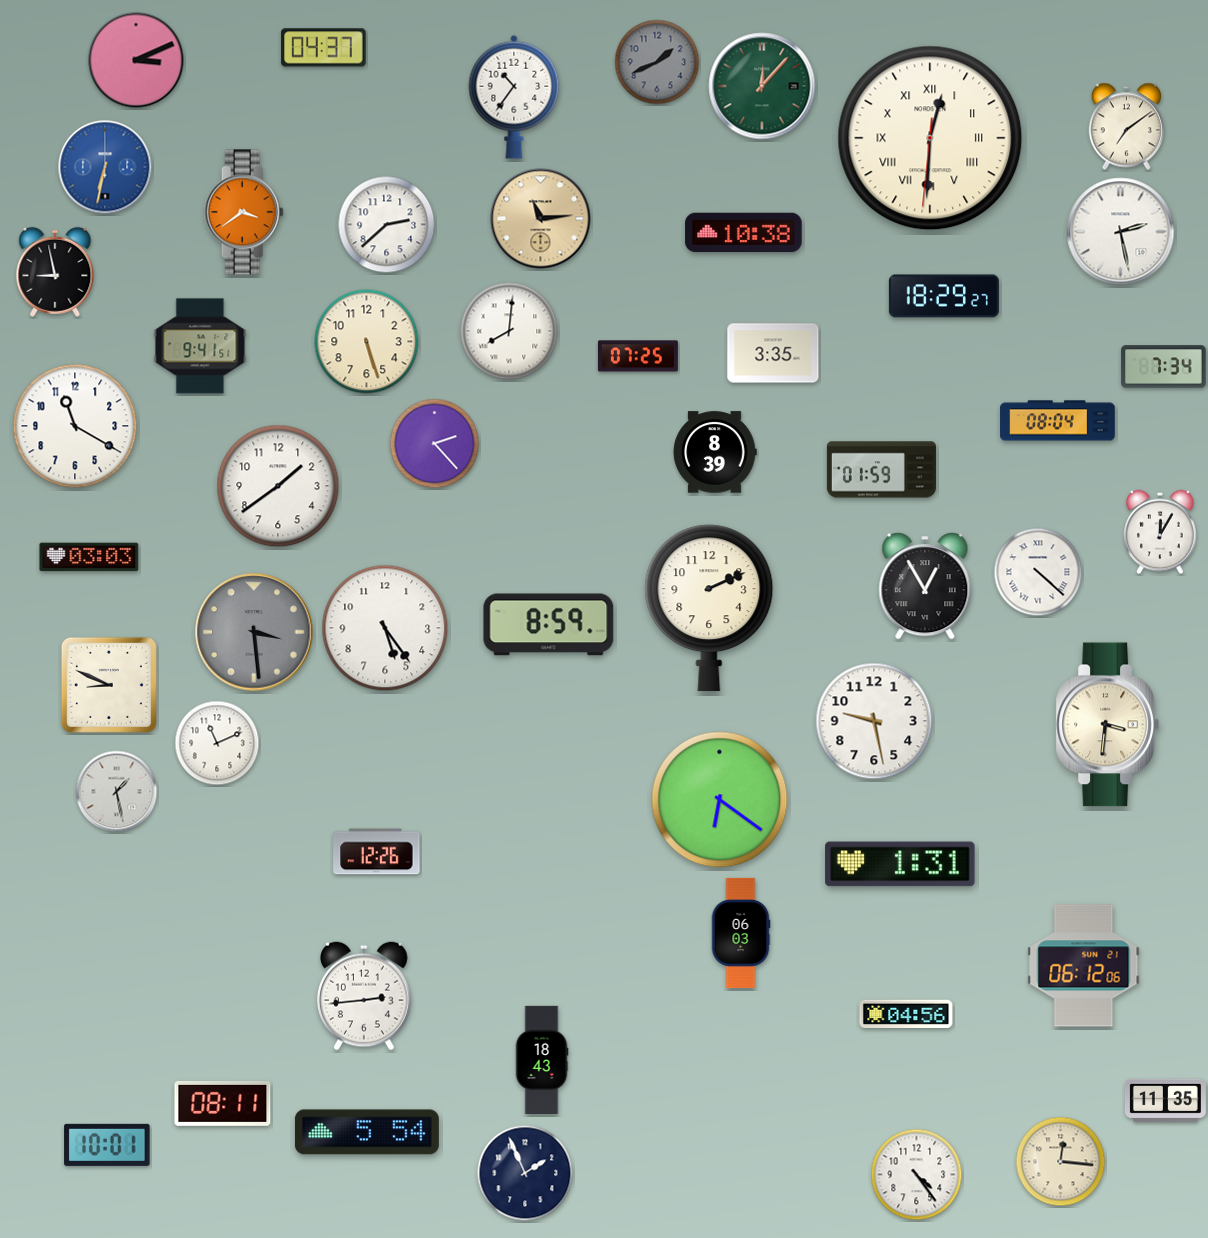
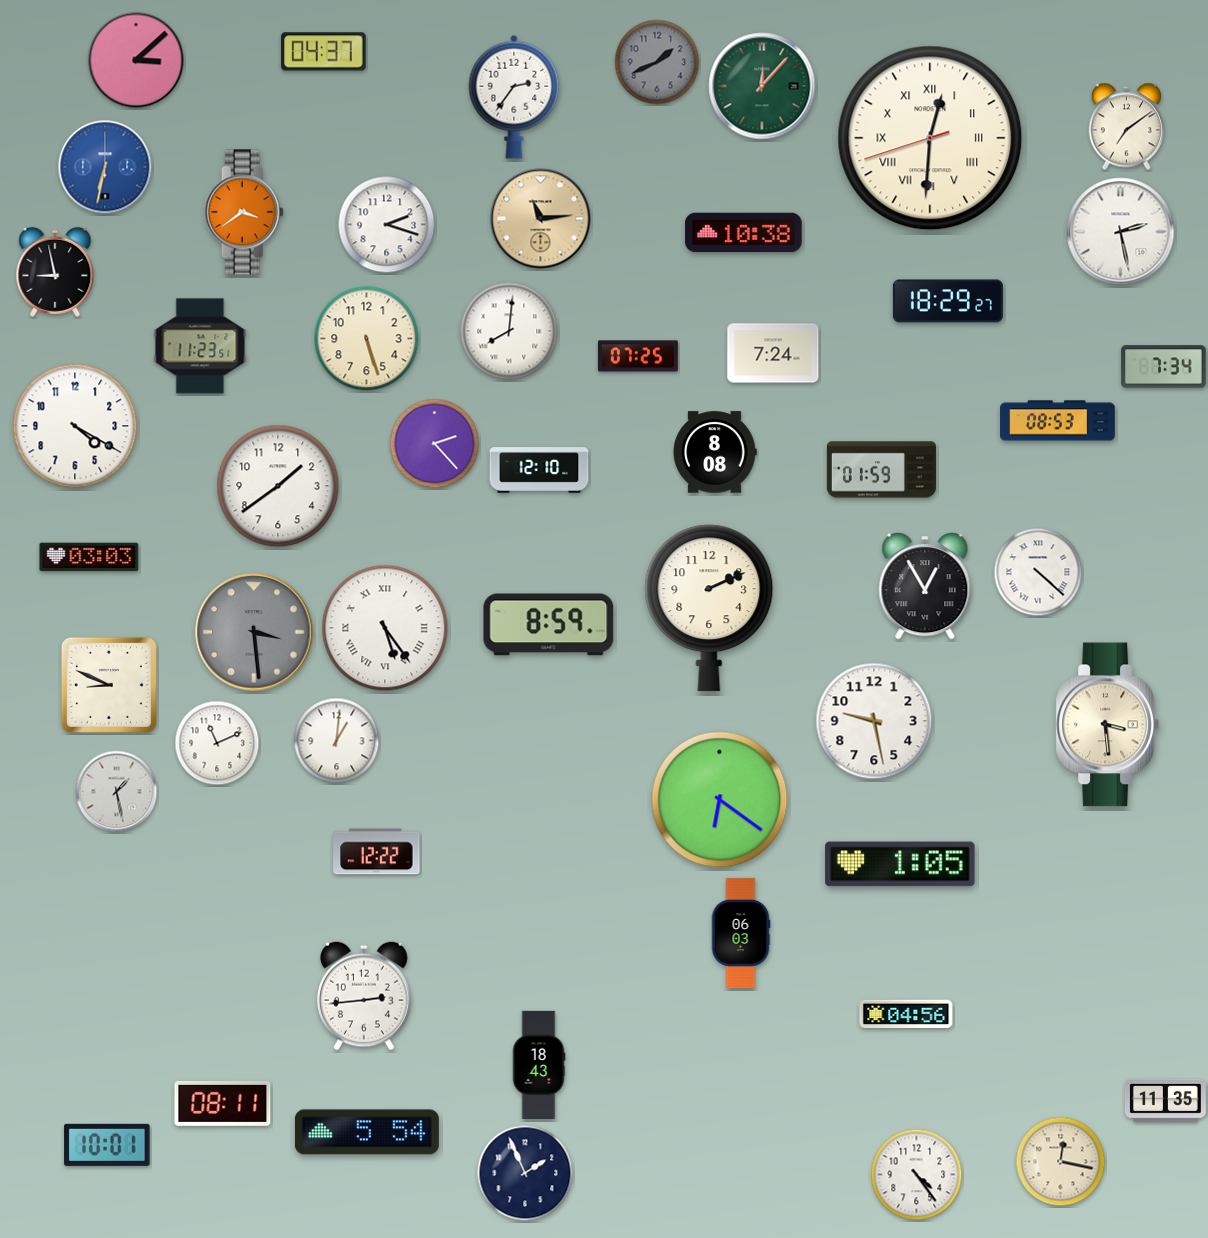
clock at (324, 48) position: (324, 48) -> (324, 52)
clock at (136, 60): 3:11 -> 3:08
clock at (514, 97): 10:36 -> 2:36
clock at (930, 138): 12:30:31 -> 12:30:42
clock at (387, 225): 2:38 -> 2:18
clock at (944, 296) position: (944, 296) -> (948, 301)
clock at (367, 342) position: (367, 342) -> (367, 339)
clock at (200, 346): 9:41 -> 11:23
clock at (773, 353): 3:35 -> 7:24
clock at (1058, 421): 08:04 -> 08:53
clock at (75, 426): 11:20 -> 4:20
clock at (715, 452): 8:39 -> 8:08
clock at (539, 470): none -> 12:10
clock at (1160, 532): 12:05 -> none
clock at (385, 628) numerals: Arabic -> Roman
clock at (1107, 725): 3:31 -> 3:29
clock at (337, 741): none -> 1:01
clock at (377, 852): 12:26 -> 12:22
clock at (900, 864): 1:31 -> 1:05
clock at (1084, 966): 06:12 -> none
clock at (542, 1059) position: (542, 1059) -> (539, 1064)
clock at (1061, 1162): 12:16 -> 12:17
